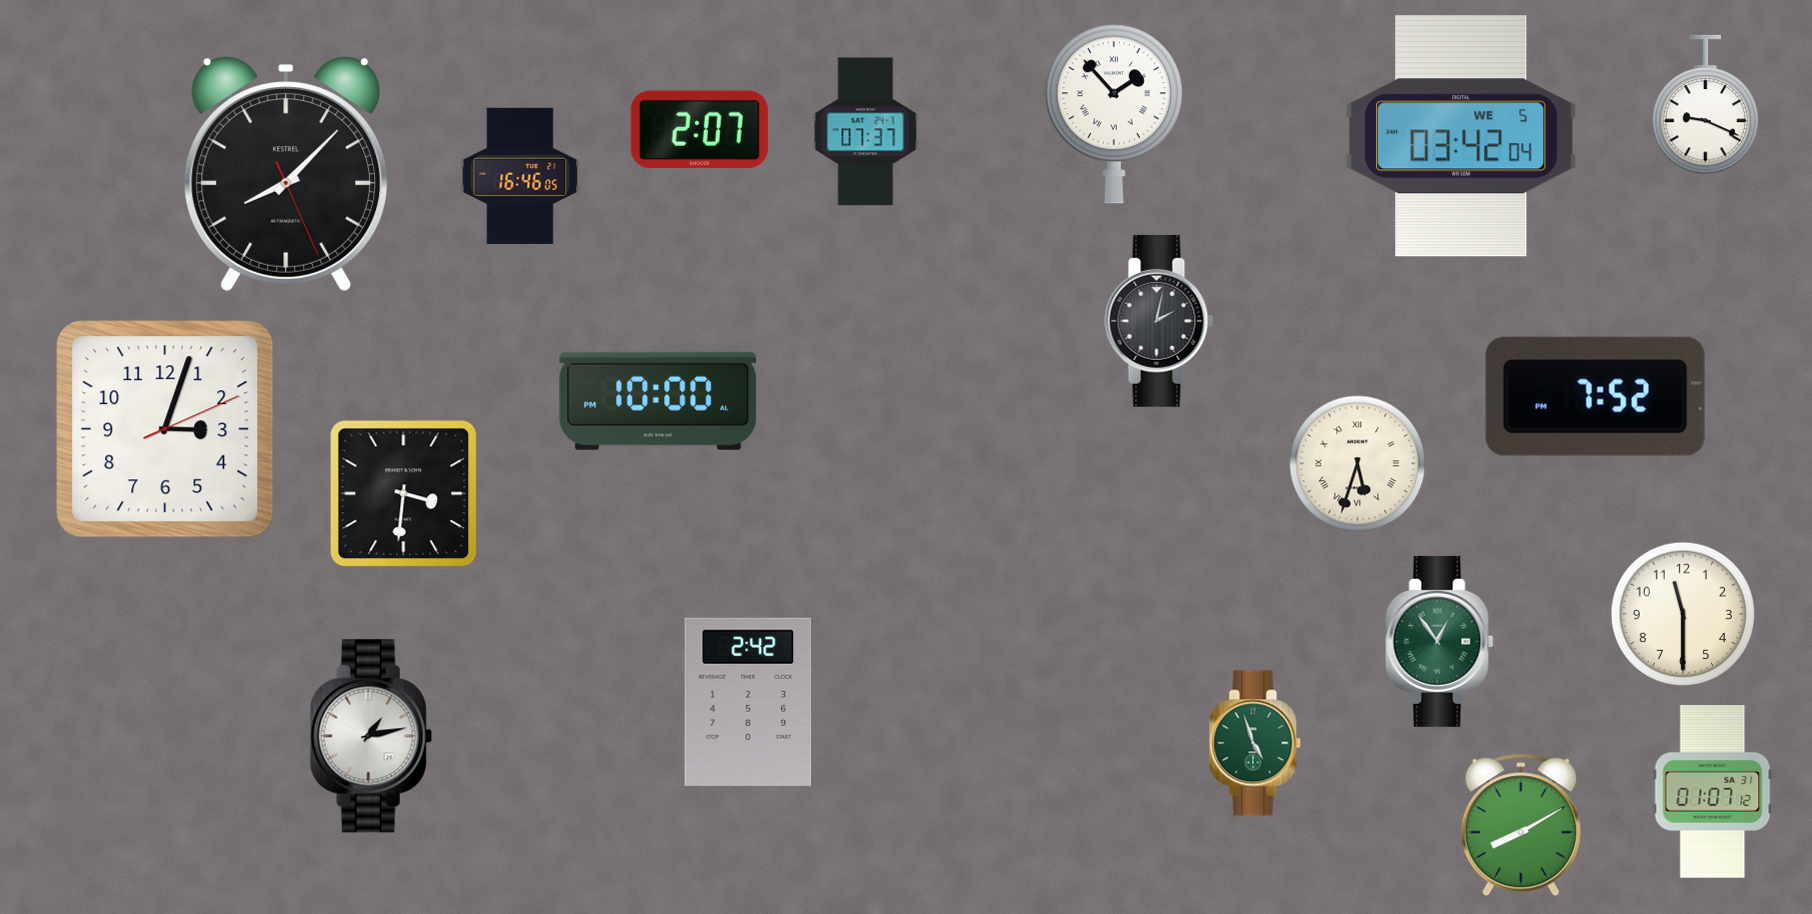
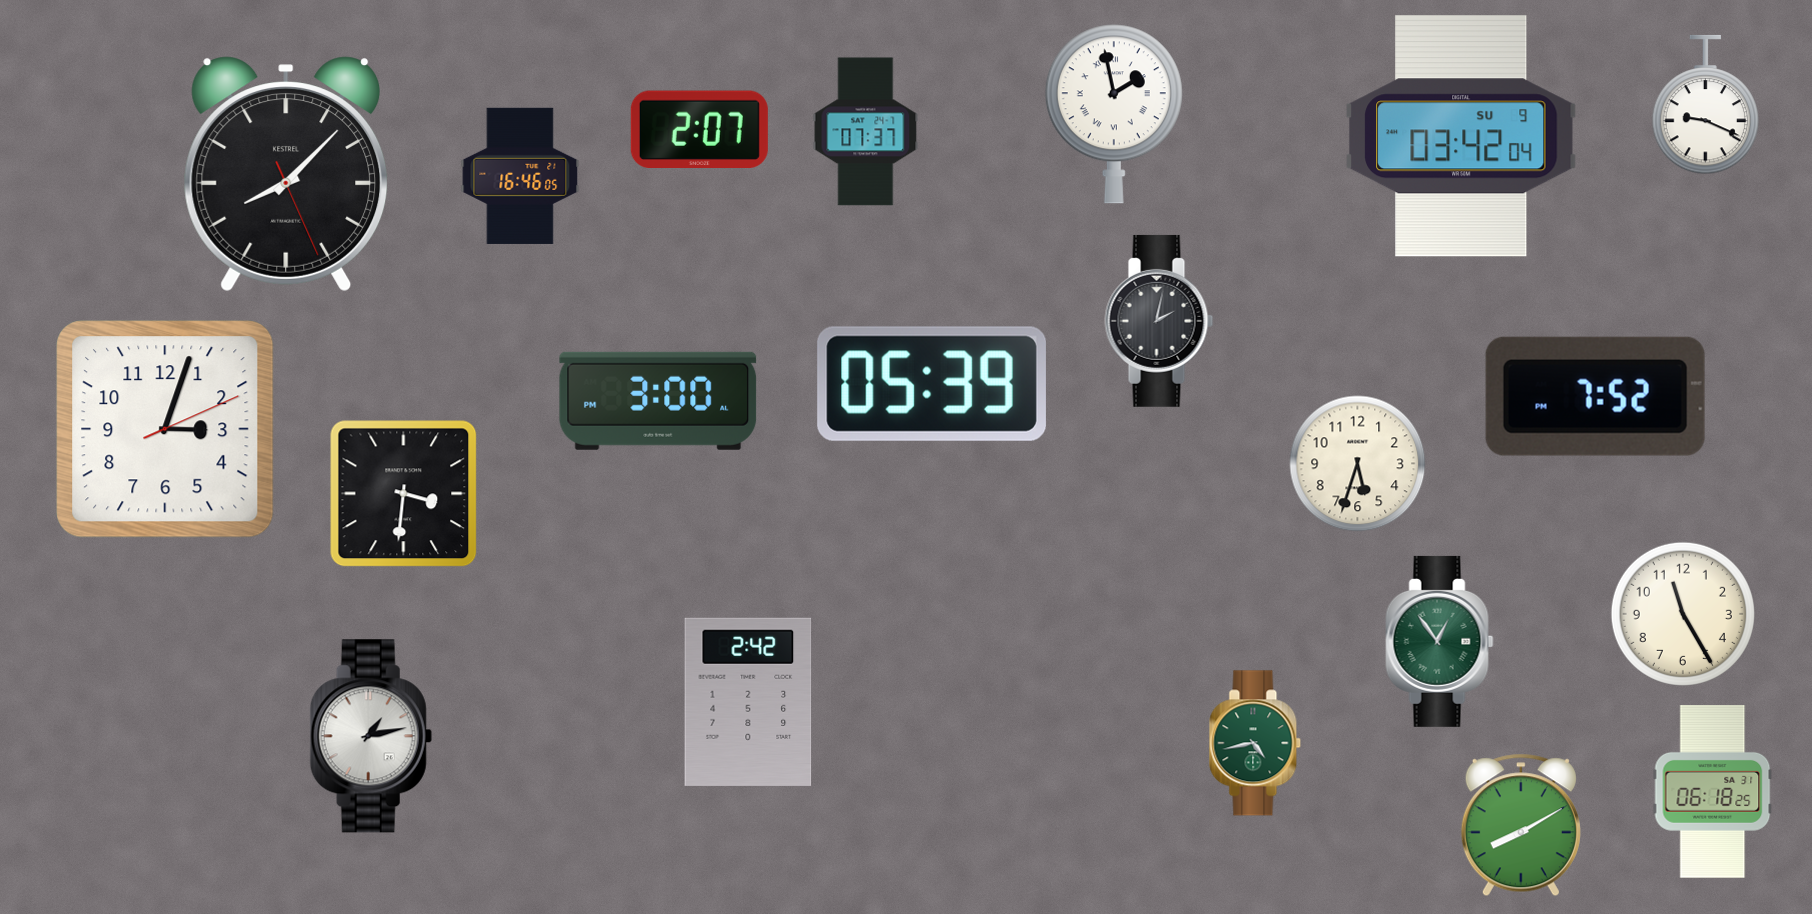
clock at (1114, 114): 1:53 -> 1:58
clock at (1461, 136) date: WE 5 -> SU 9
clock at (932, 384): none -> 05:39
clock at (658, 401): 10:00 -> 3:00
clock at (1358, 464) numerals: Roman -> Arabic
clock at (1683, 614): 11:30 -> 11:25
clock at (1255, 743): 4:57 -> 4:43
clock at (1713, 792): 01:07 -> 06:18
